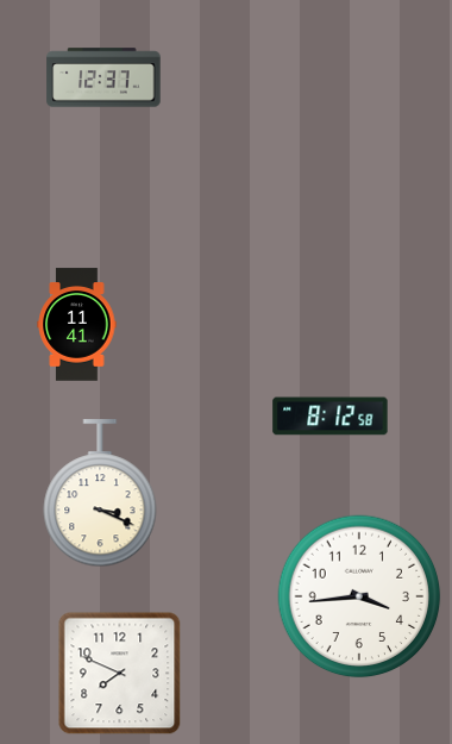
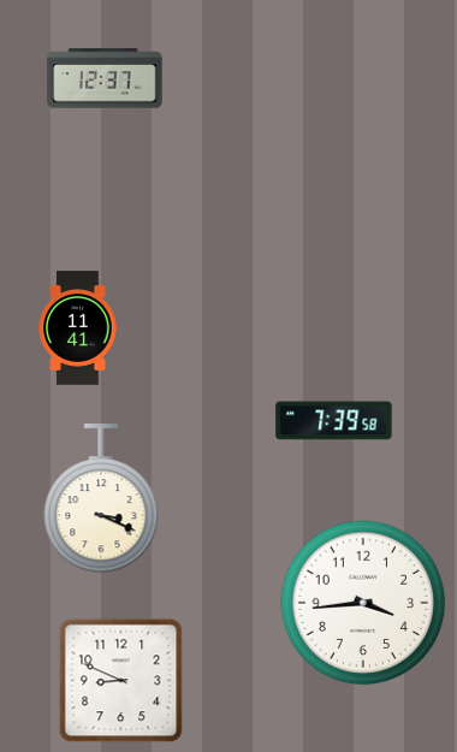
clock at (331, 417): 8:12 -> 7:39
clock at (120, 674): 7:49 -> 8:49
